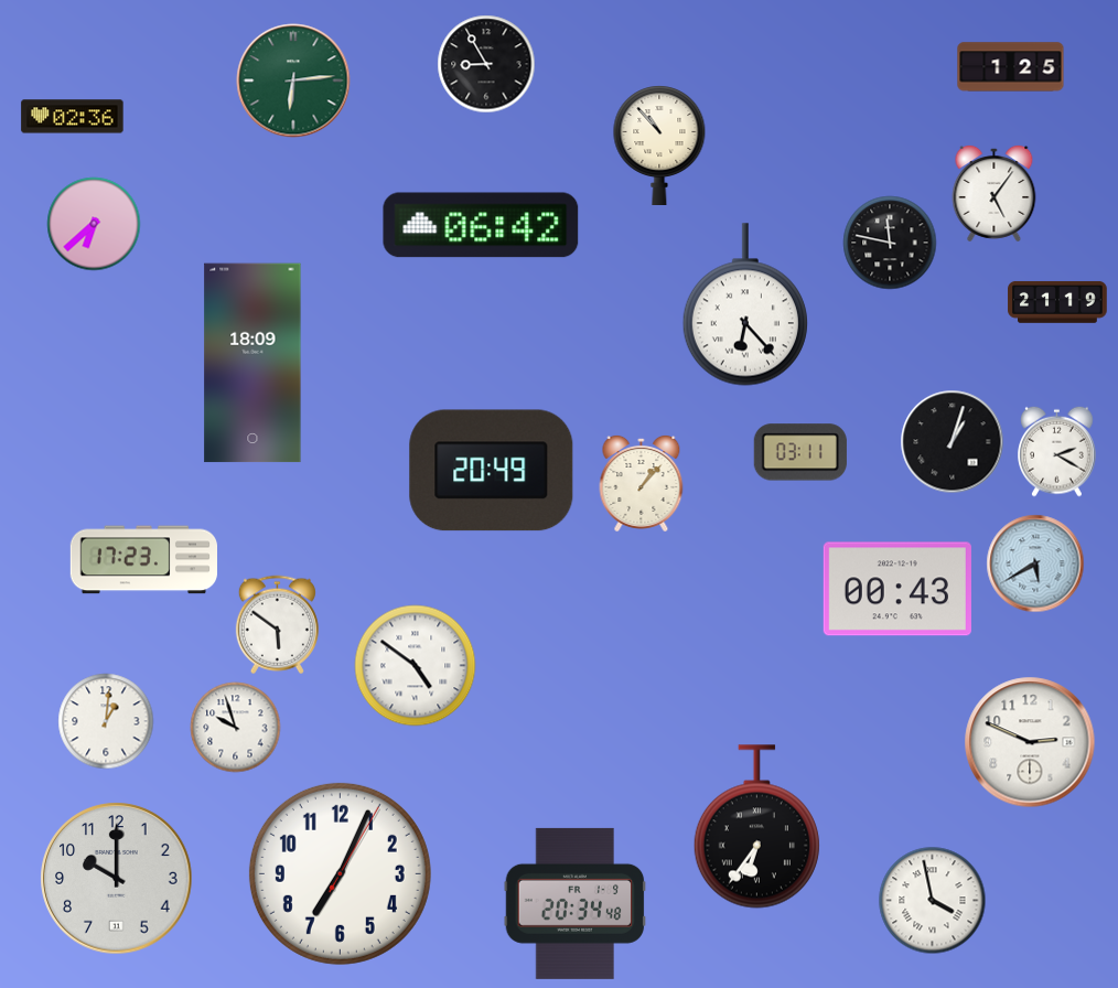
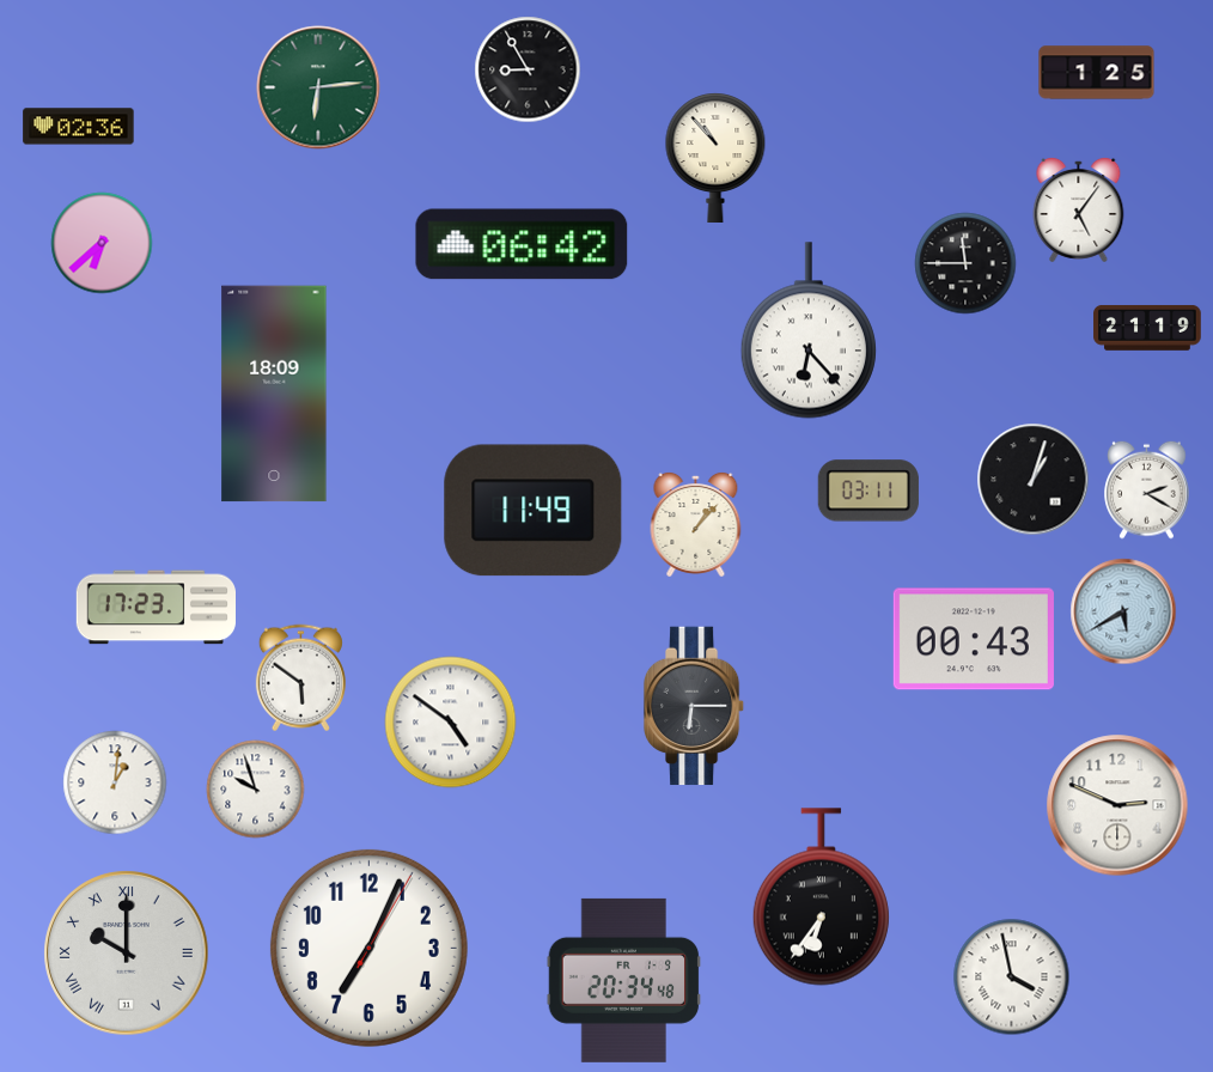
clock at (890, 243): 11:47 -> 11:45
clock at (492, 471): 20:49 -> 11:49
clock at (694, 706): none -> 6:15
clock at (117, 879) numerals: Arabic -> Roman
